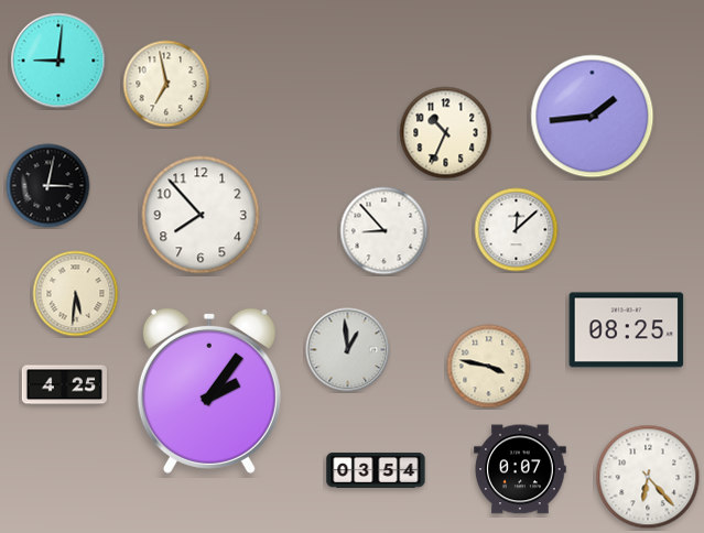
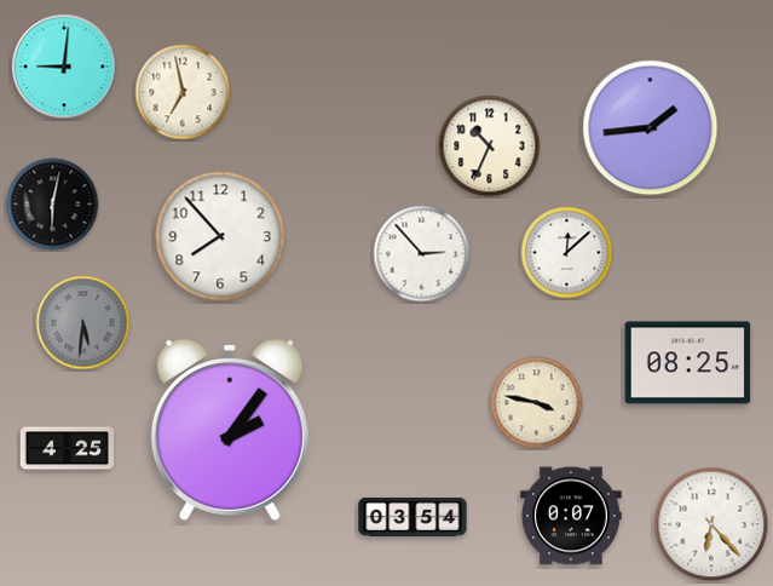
clock at (48, 186): 3:02 -> 6:02
clock at (385, 231): 8:53 -> 2:53
clock at (76, 294) dial: cream -> grey
clock at (348, 350): 12:59 -> none
clock at (64, 385) position: (64, 385) -> (67, 449)
